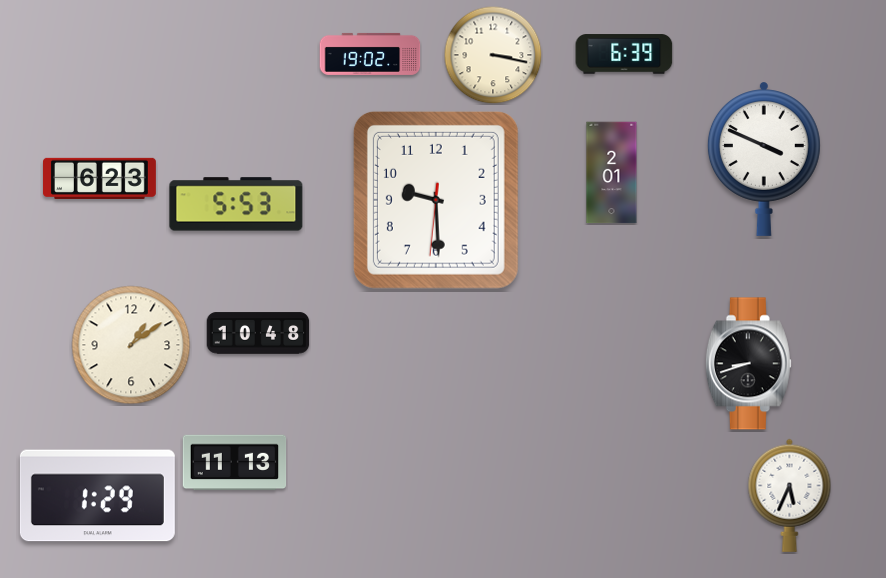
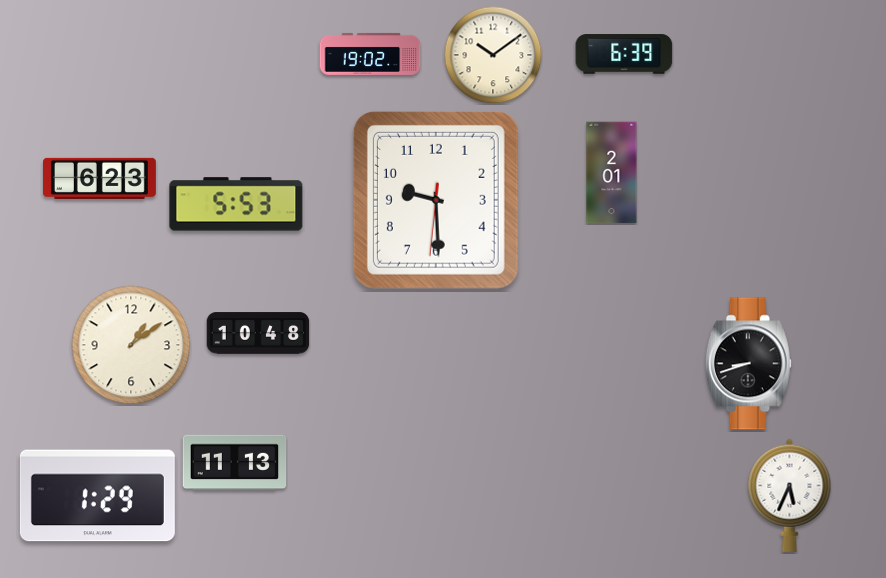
clock at (493, 55): 3:17 -> 10:09
clock at (764, 159): 3:49 -> none
